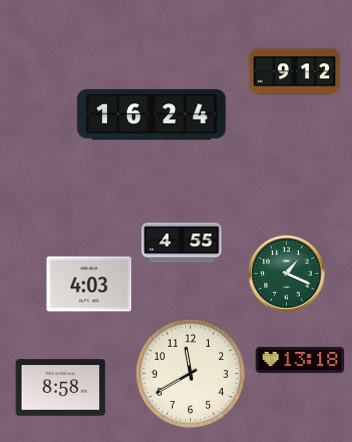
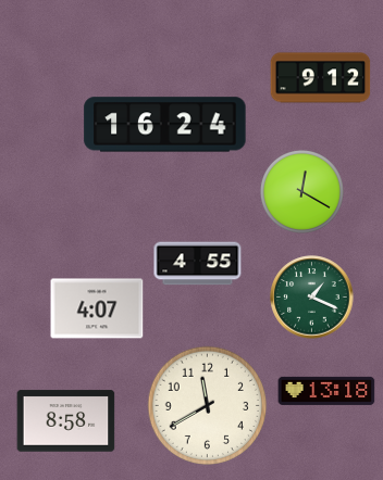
clock at (301, 191): none -> 12:20
clock at (89, 284): 4:03 -> 4:07
